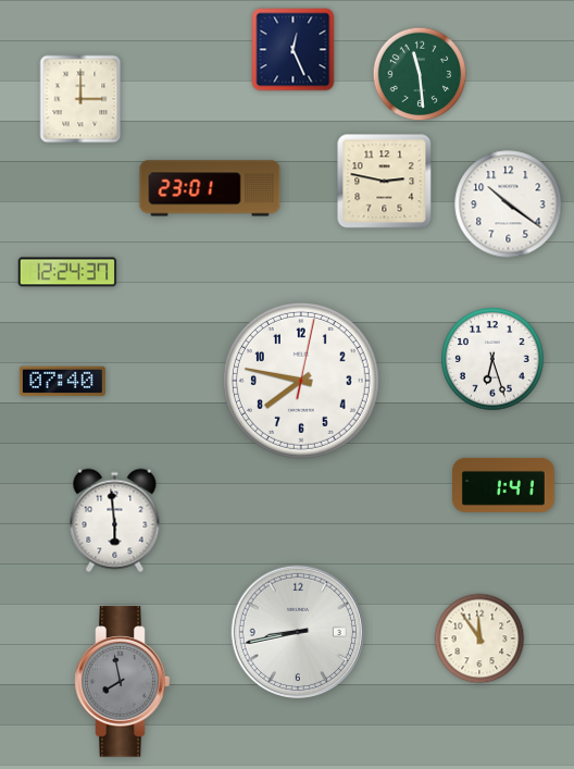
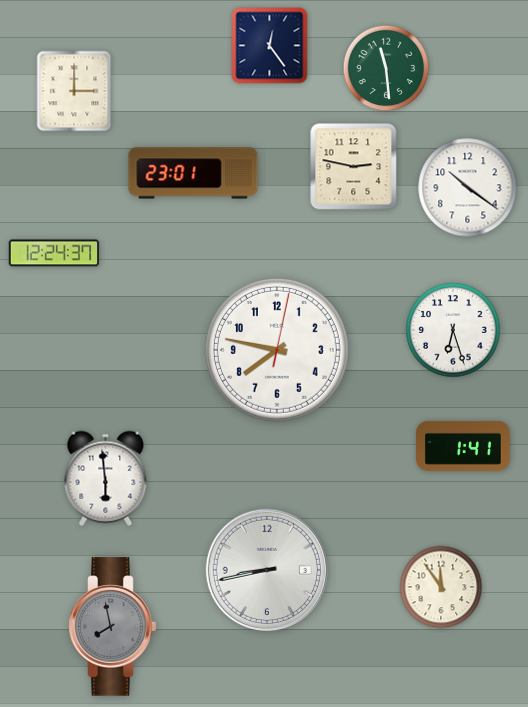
clock at (294, 50): 12:26 -> 12:24
clock at (67, 272) position: (67, 272) -> (54, 253)
clock at (62, 382): 07:40 -> none
clock at (298, 632) position: (298, 632) -> (267, 570)
